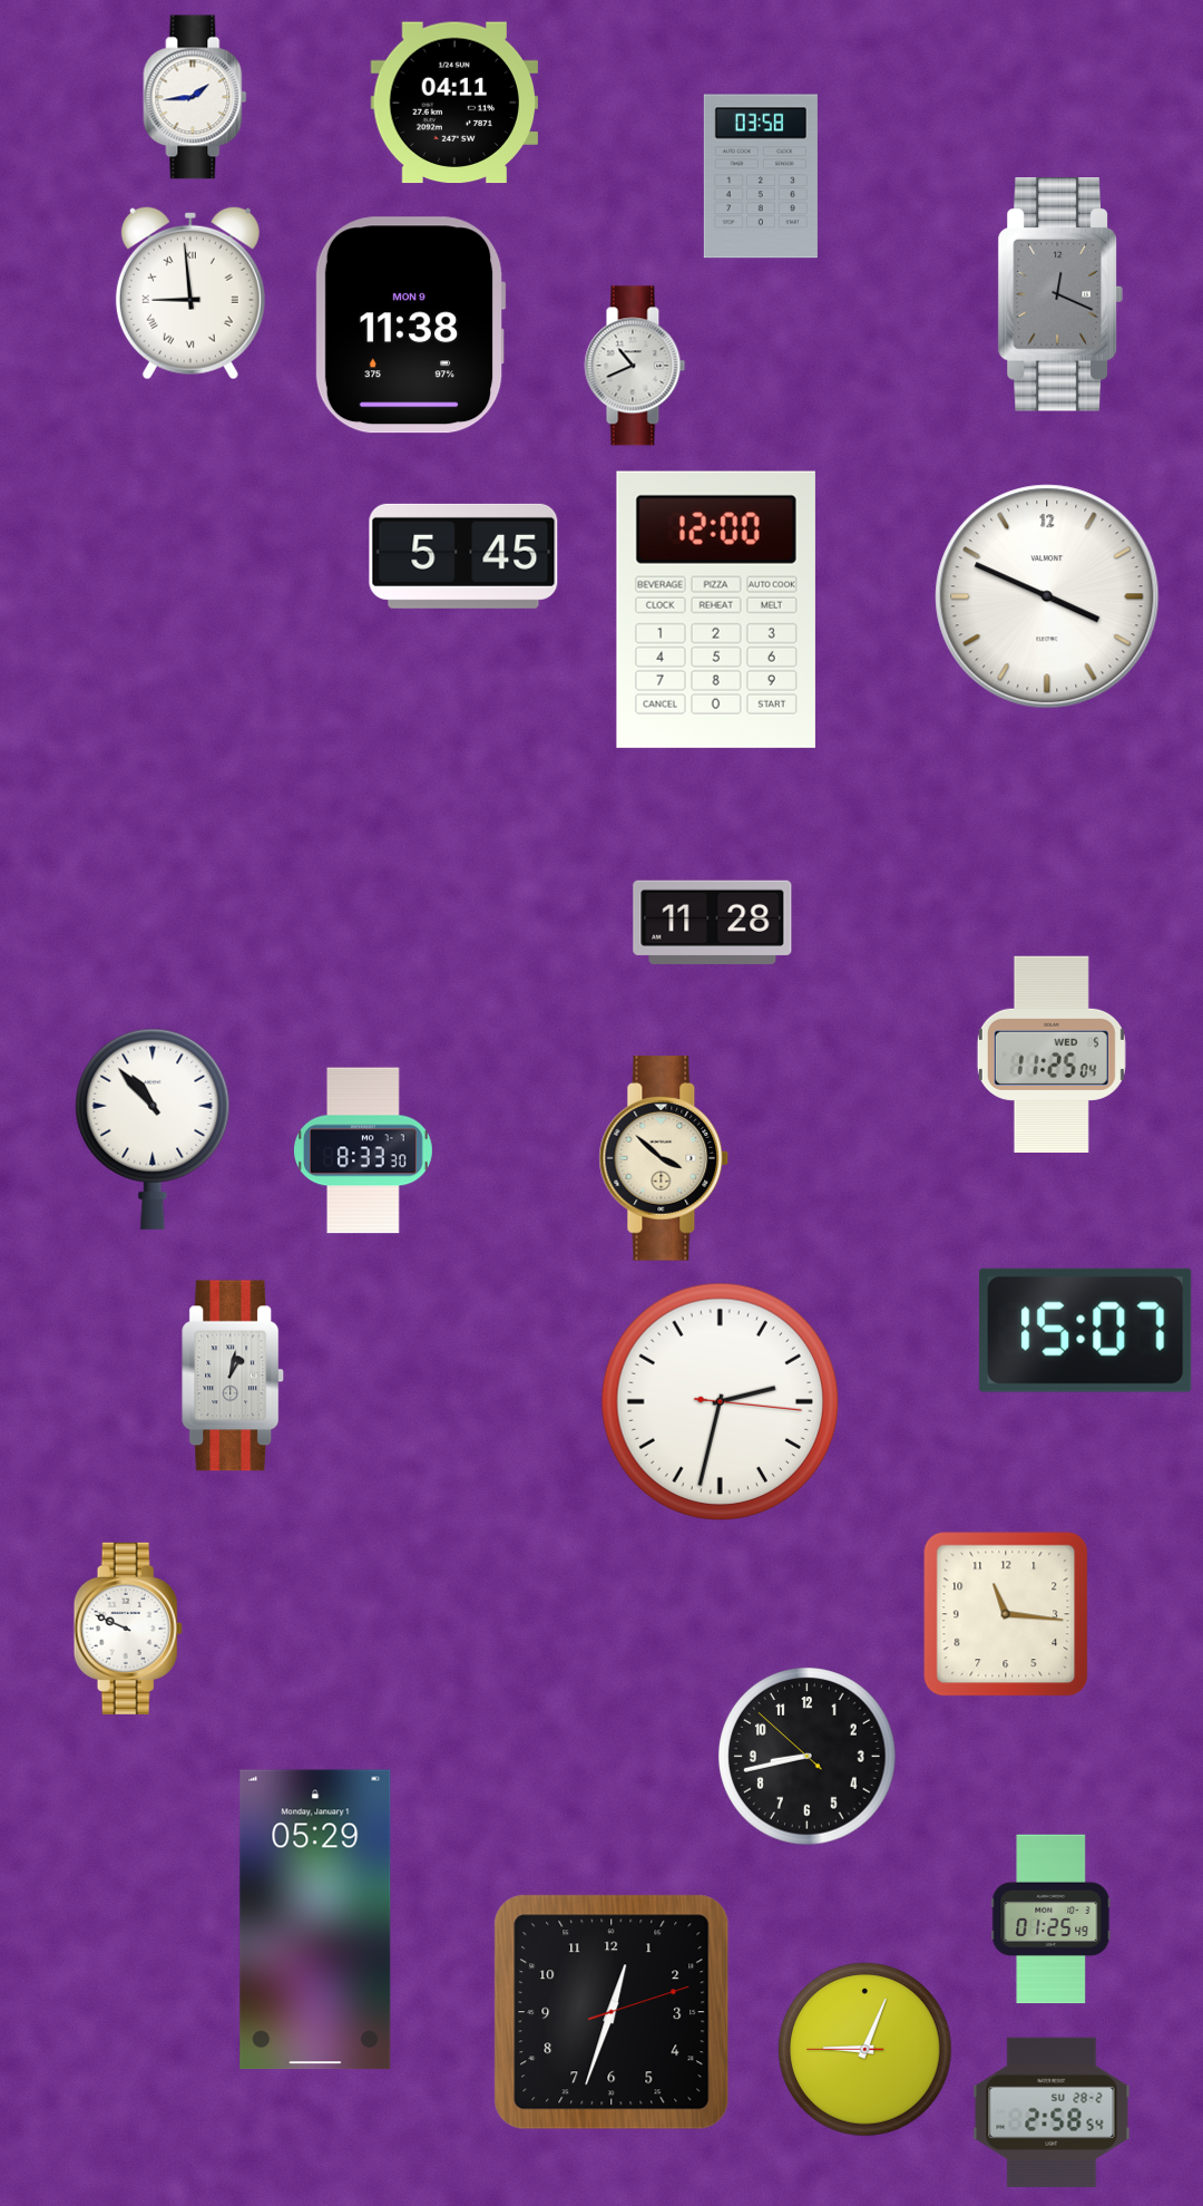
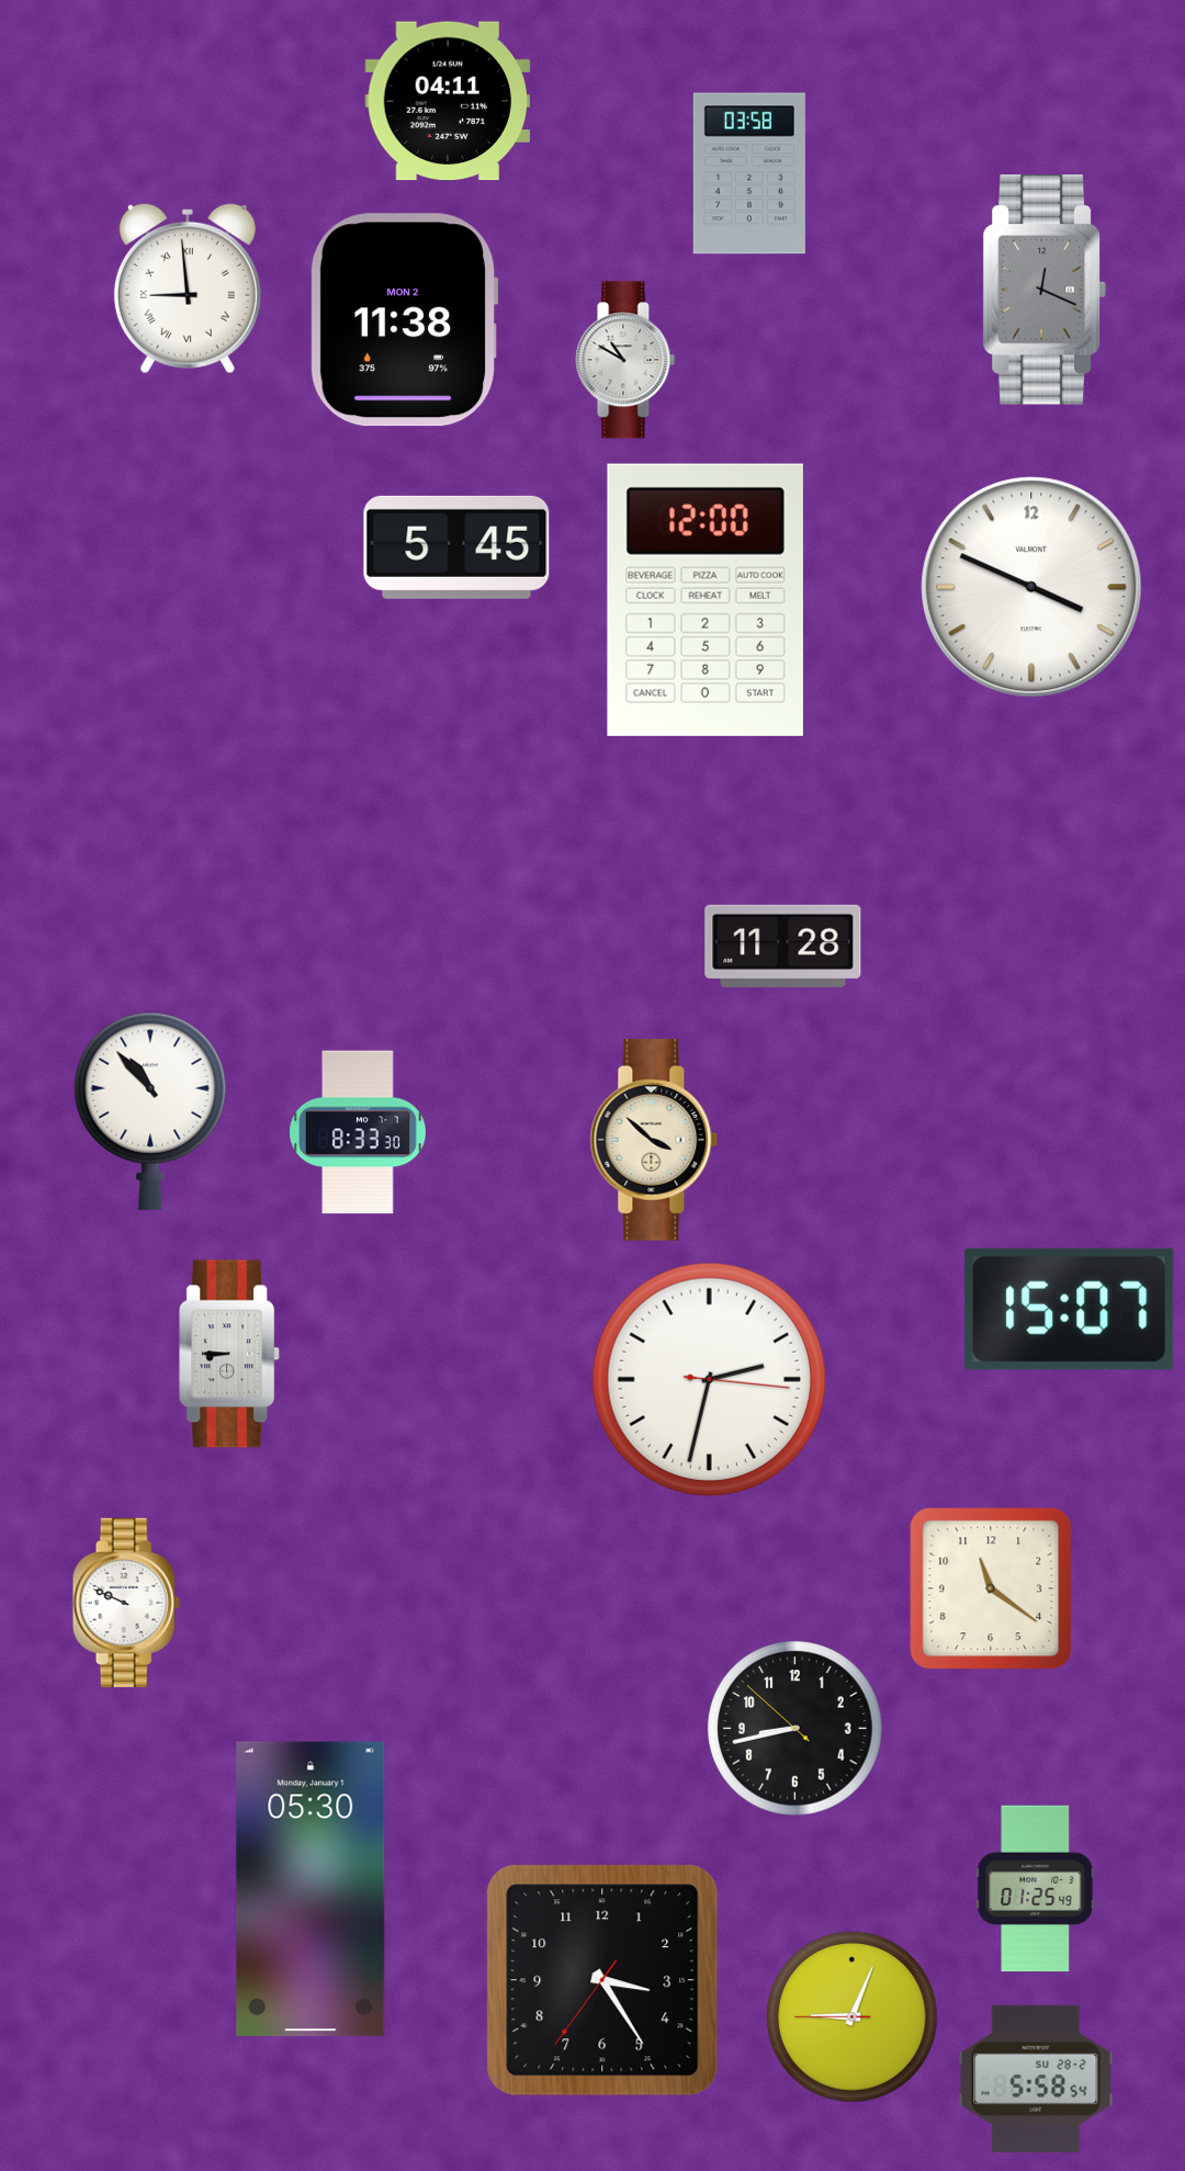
clock at (195, 97): 1:44 -> none
clock at (410, 325) date: MON 9 -> MON 2
clock at (635, 366): 10:41 -> 10:50
clock at (713, 922) position: (713, 922) -> (783, 946)
clock at (1052, 1055): 11:25 -> none
clock at (234, 1376): 1:02 -> 8:45
clock at (1006, 1614): 11:16 -> 11:21
clock at (315, 1920): 05:29 -> 05:30
clock at (612, 2012): 12:33 -> 3:24
clock at (1052, 2112): 2:58 -> 5:58
